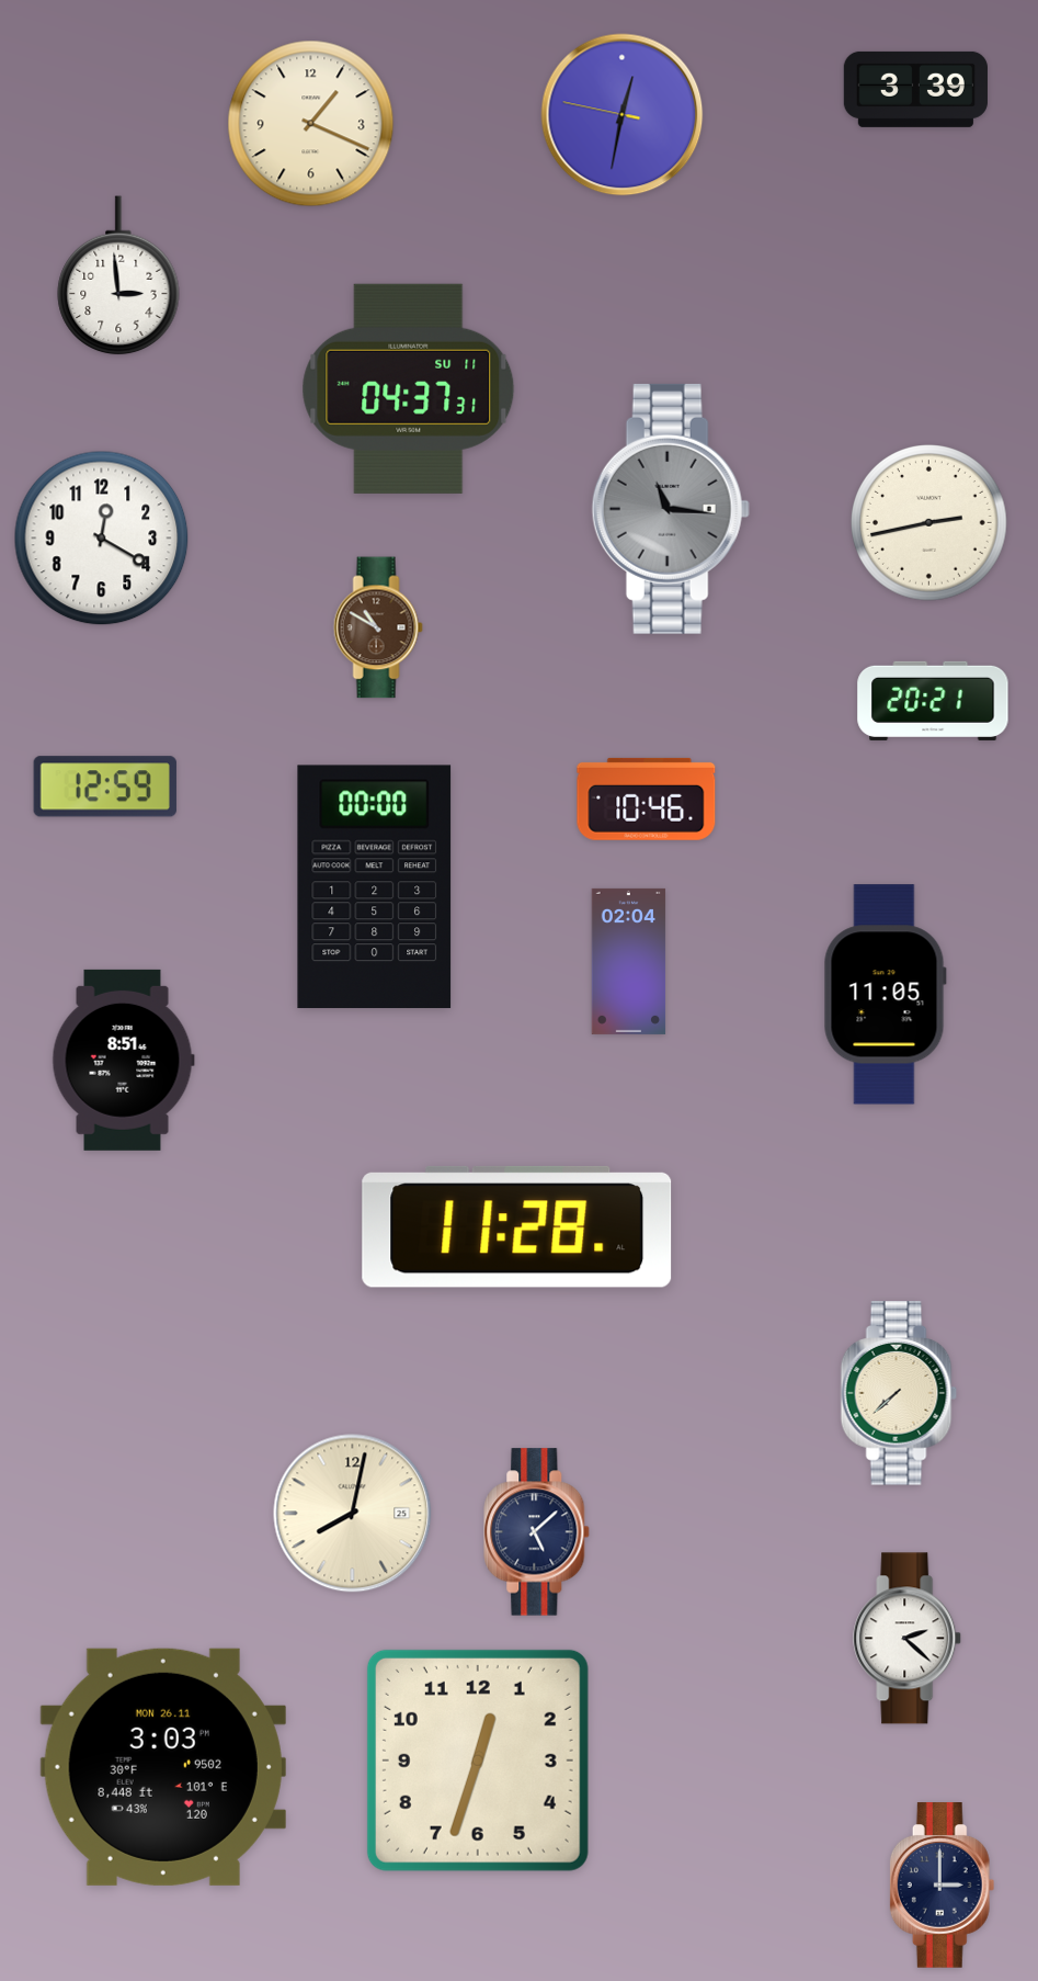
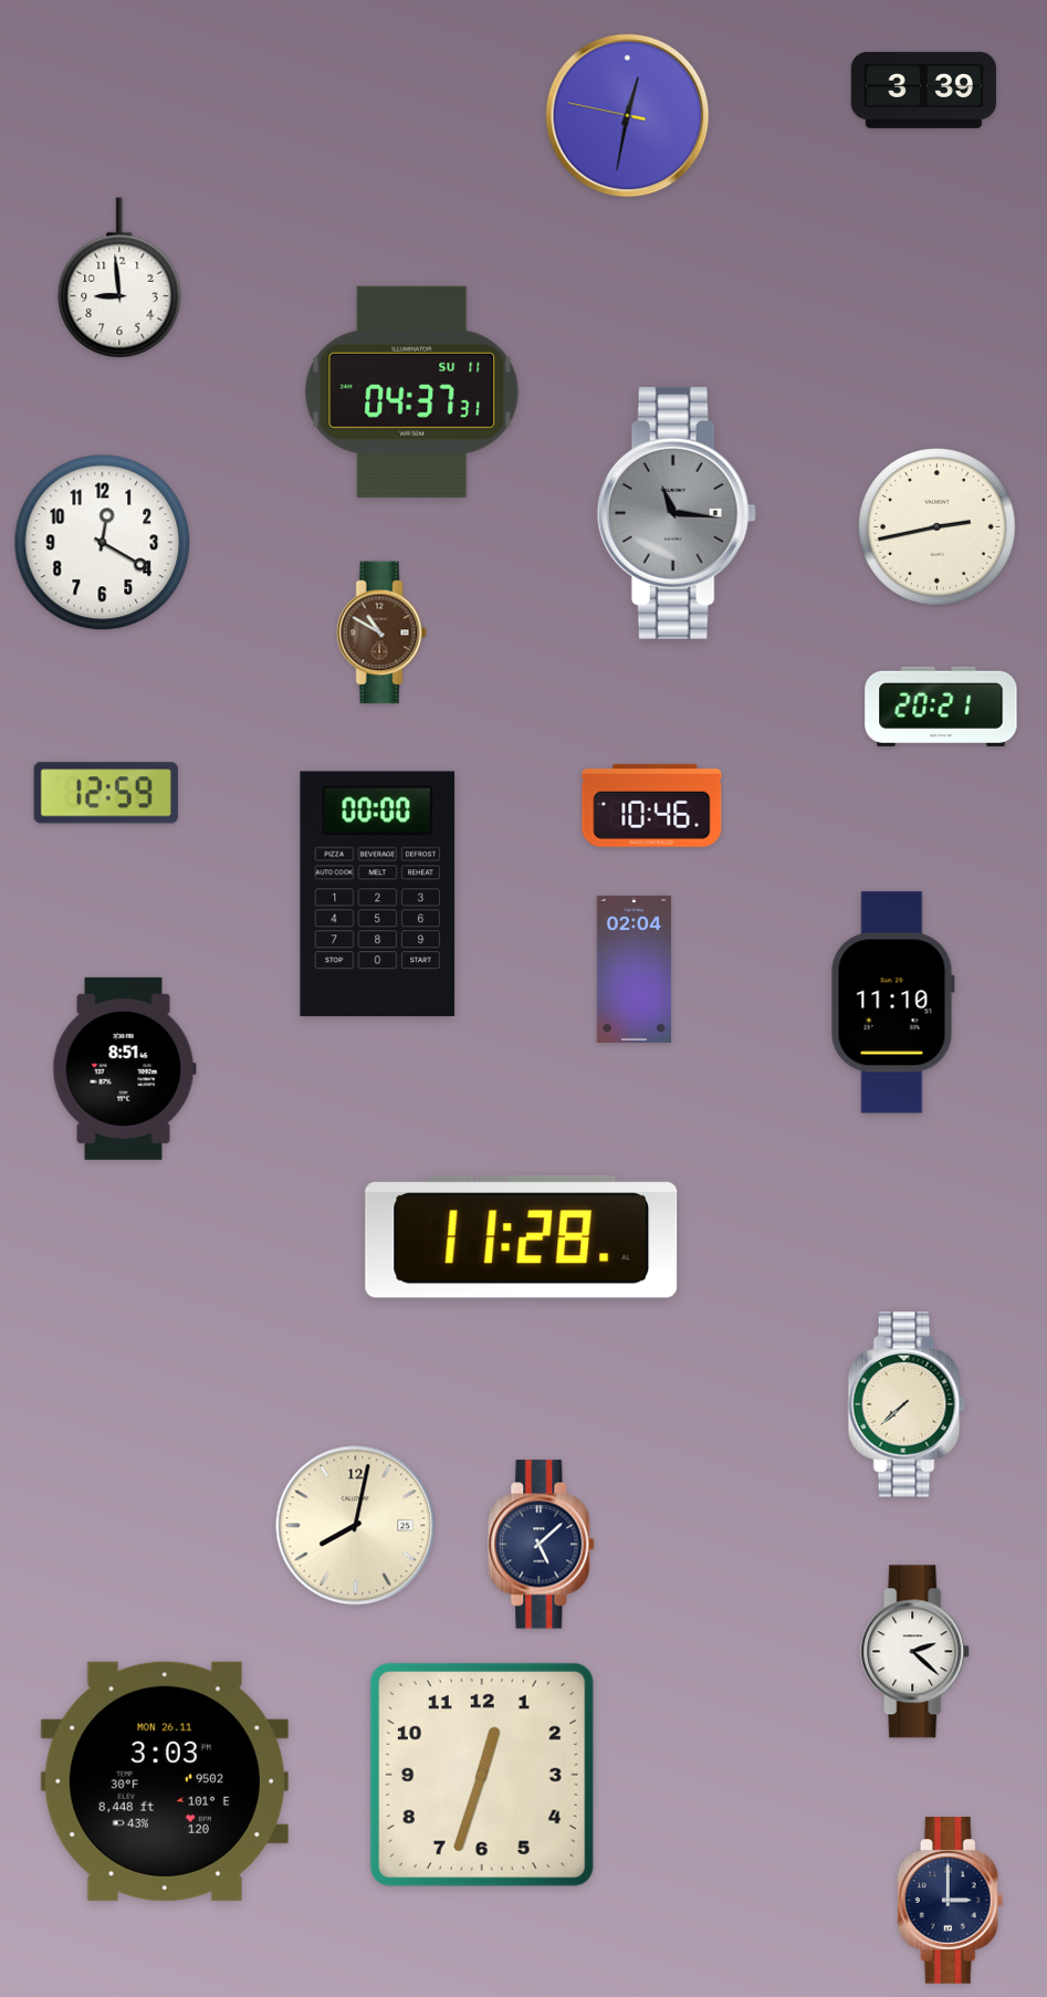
clock at (311, 124): 1:19 -> none
clock at (118, 276): 2:59 -> 8:59
clock at (885, 995): 11:05 -> 11:10
